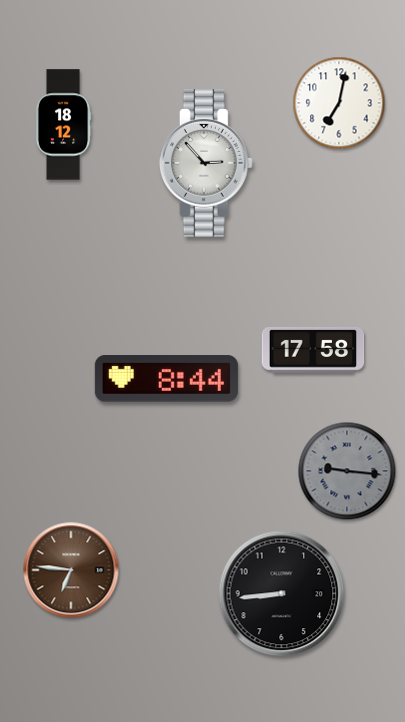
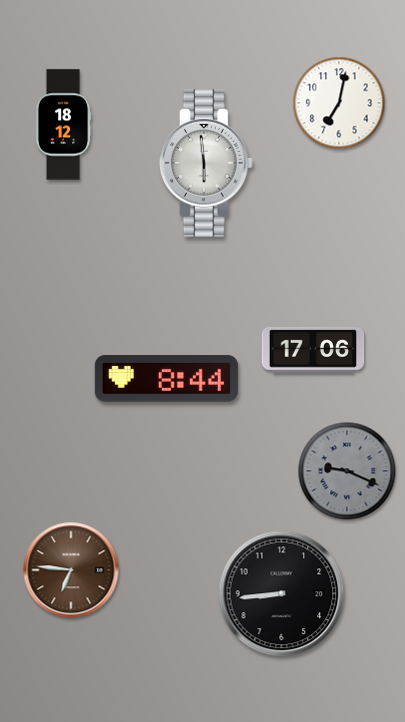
clock at (206, 163): 2:53 -> 5:59
clock at (313, 350): 17:58 -> 17:06
clock at (347, 471): 9:16 -> 9:19
